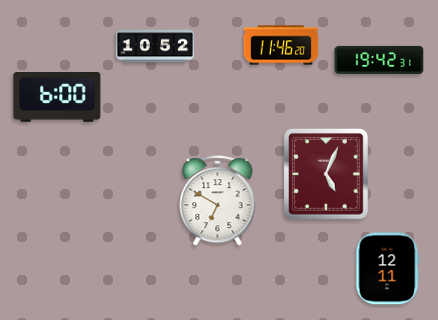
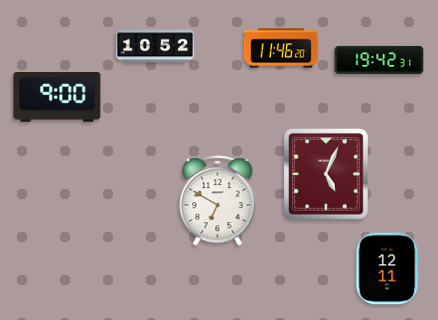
clock at (281, 45) position: (281, 45) -> (281, 48)
clock at (57, 98): 6:00 -> 9:00
